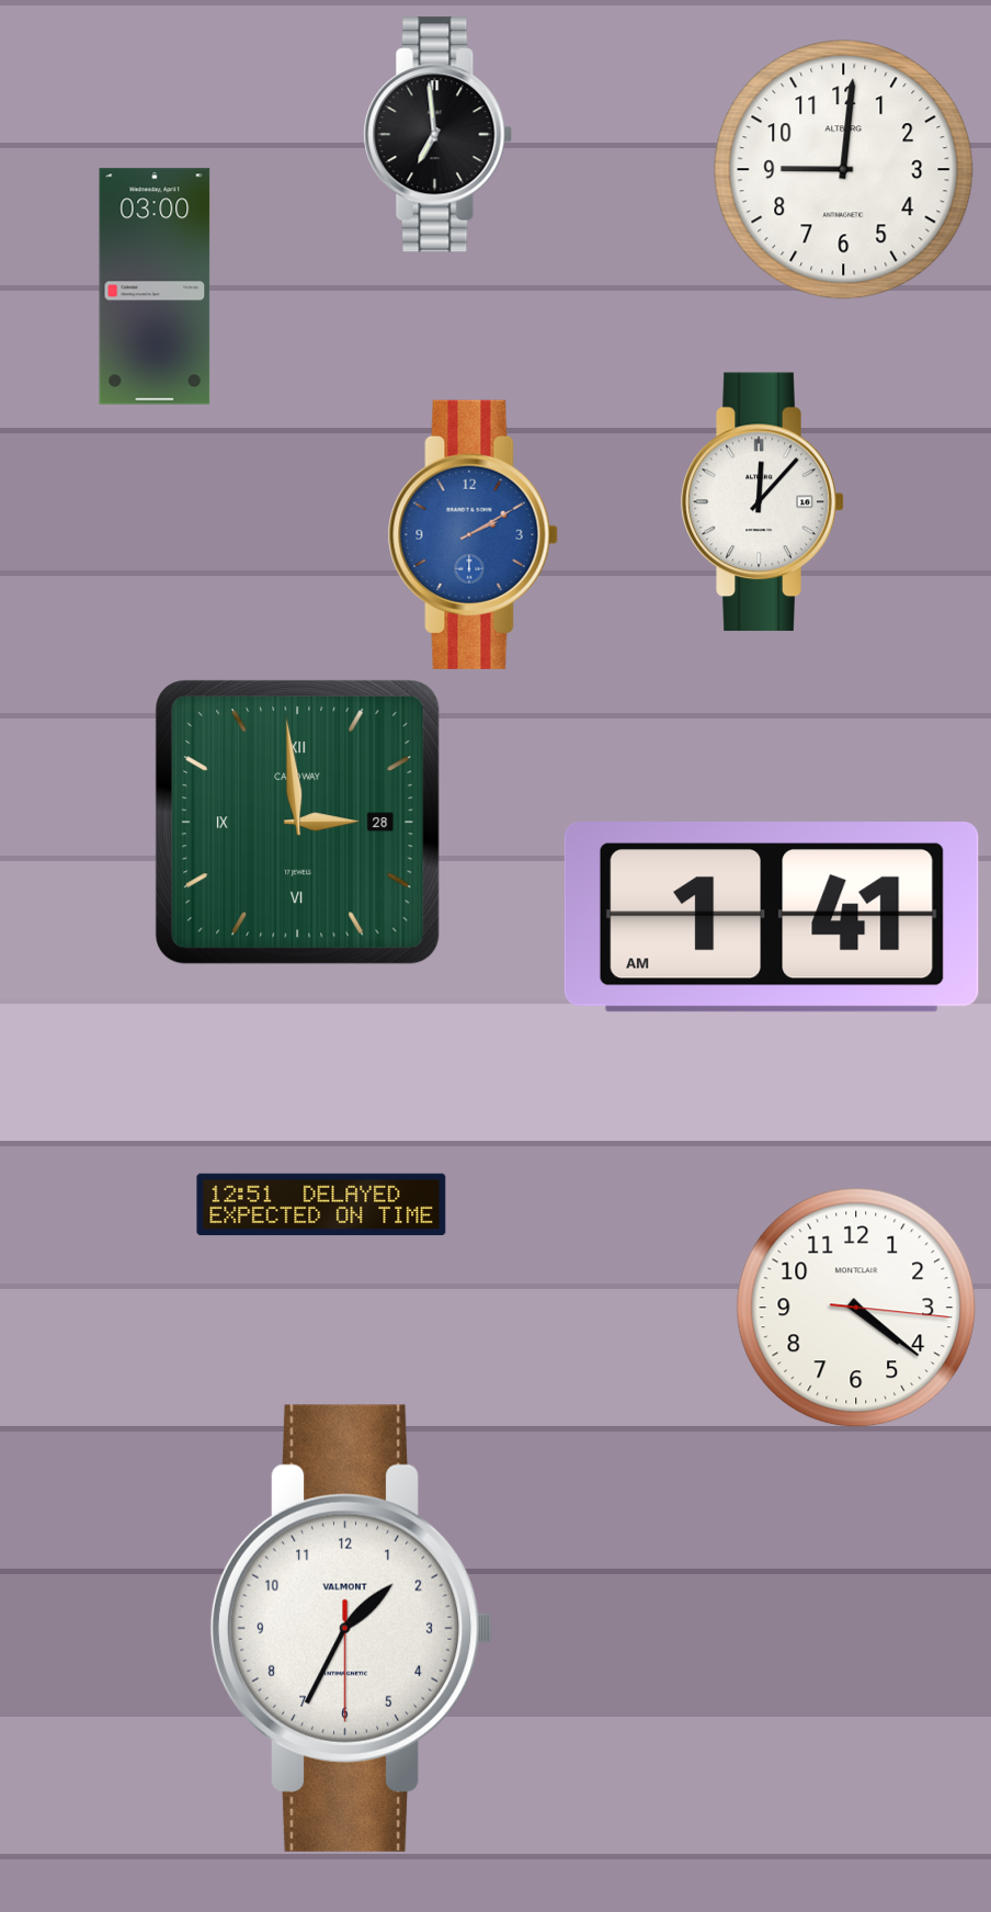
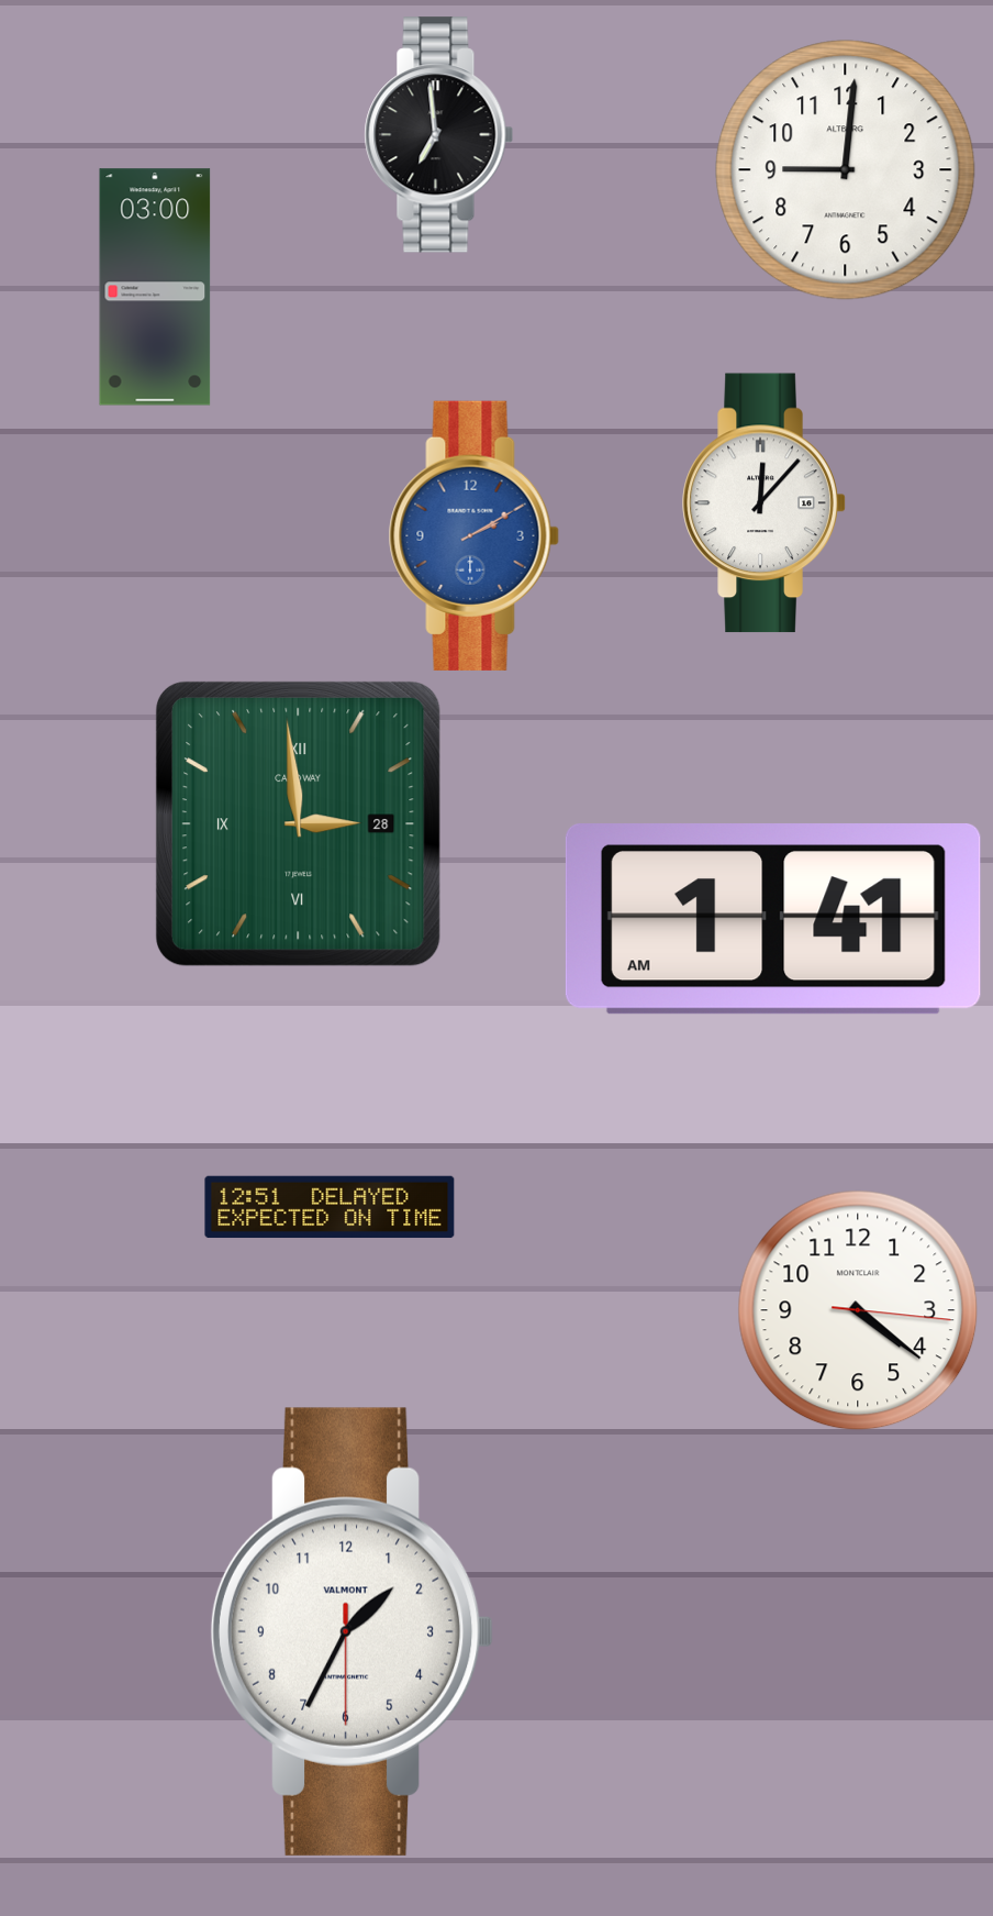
clock at (321, 1204) position: (321, 1204) -> (330, 1207)
